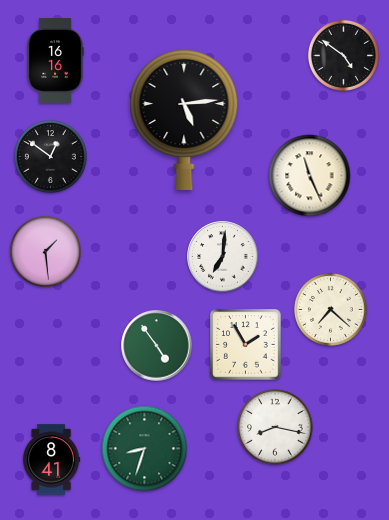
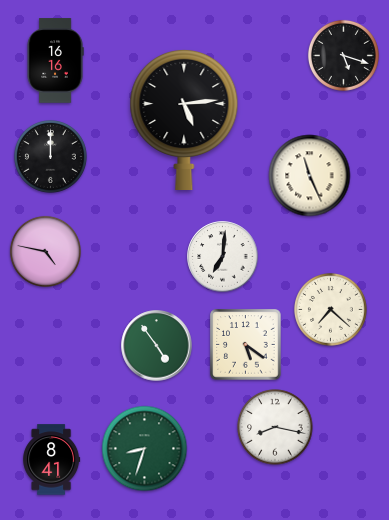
clock at (343, 55): 4:51 -> 5:18
clock at (51, 157): 12:51 -> 12:00
clock at (45, 251): 1:29 -> 4:47
clock at (246, 345): 1:55 -> 5:21
